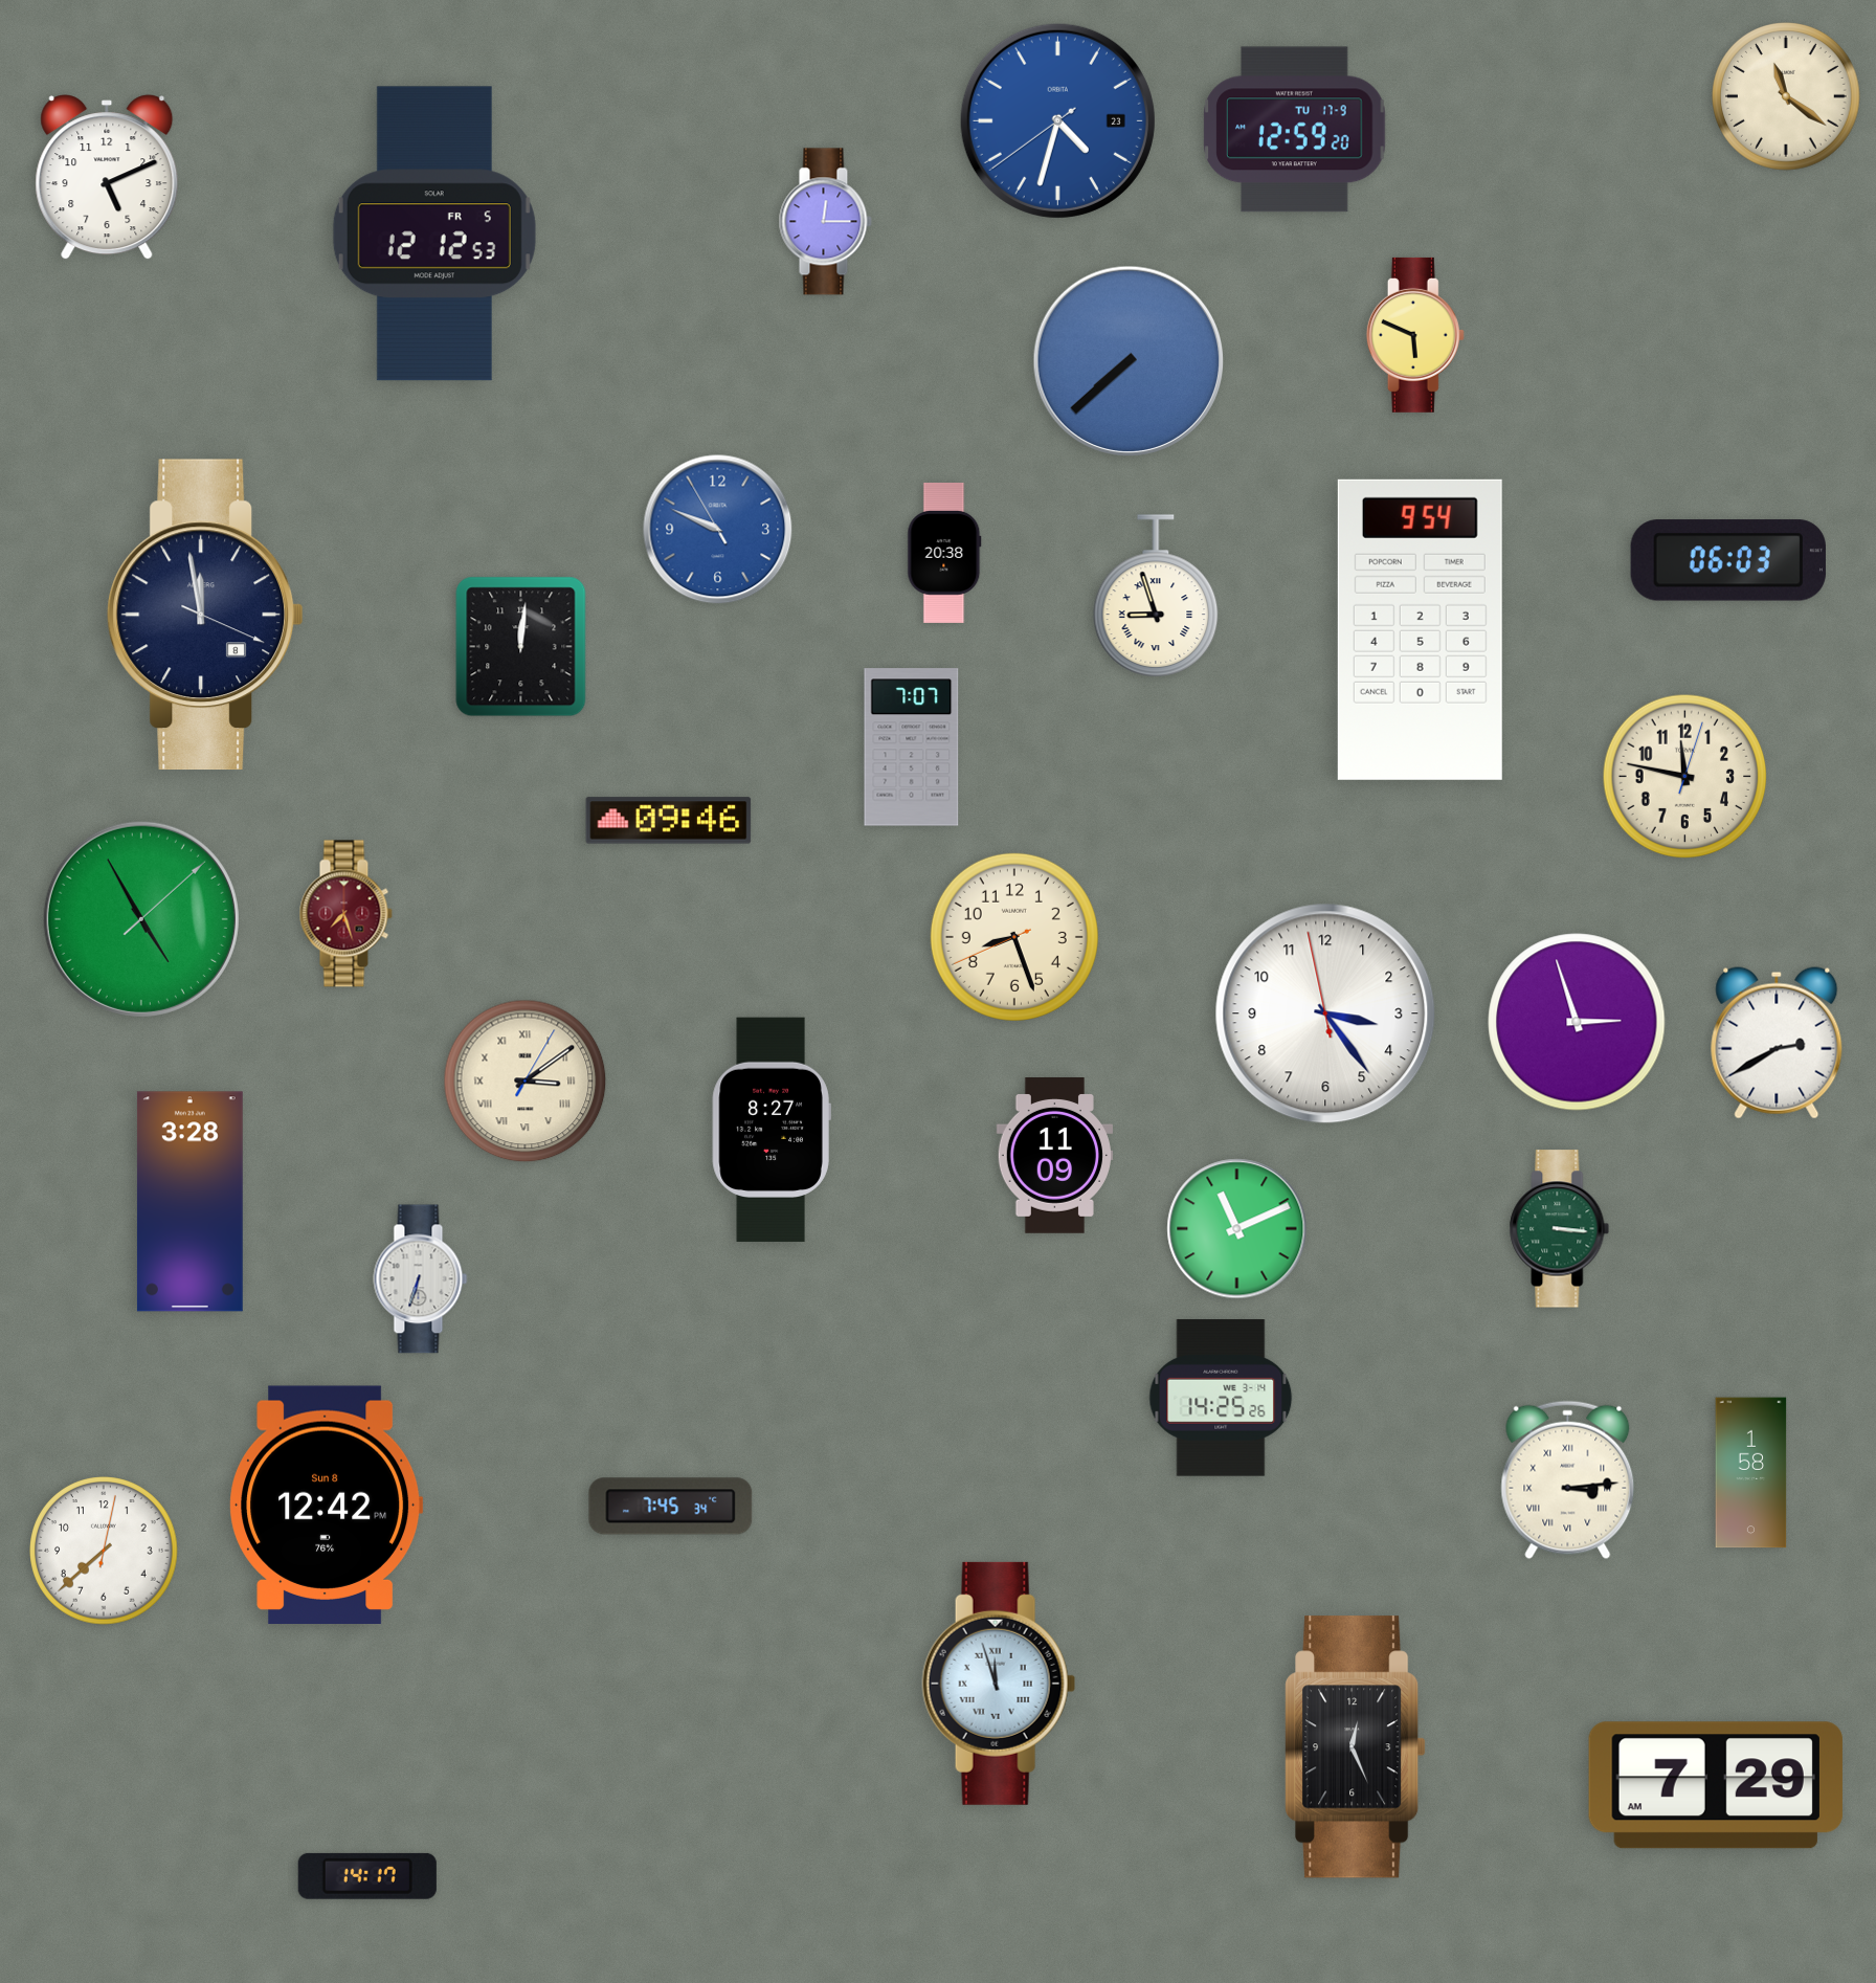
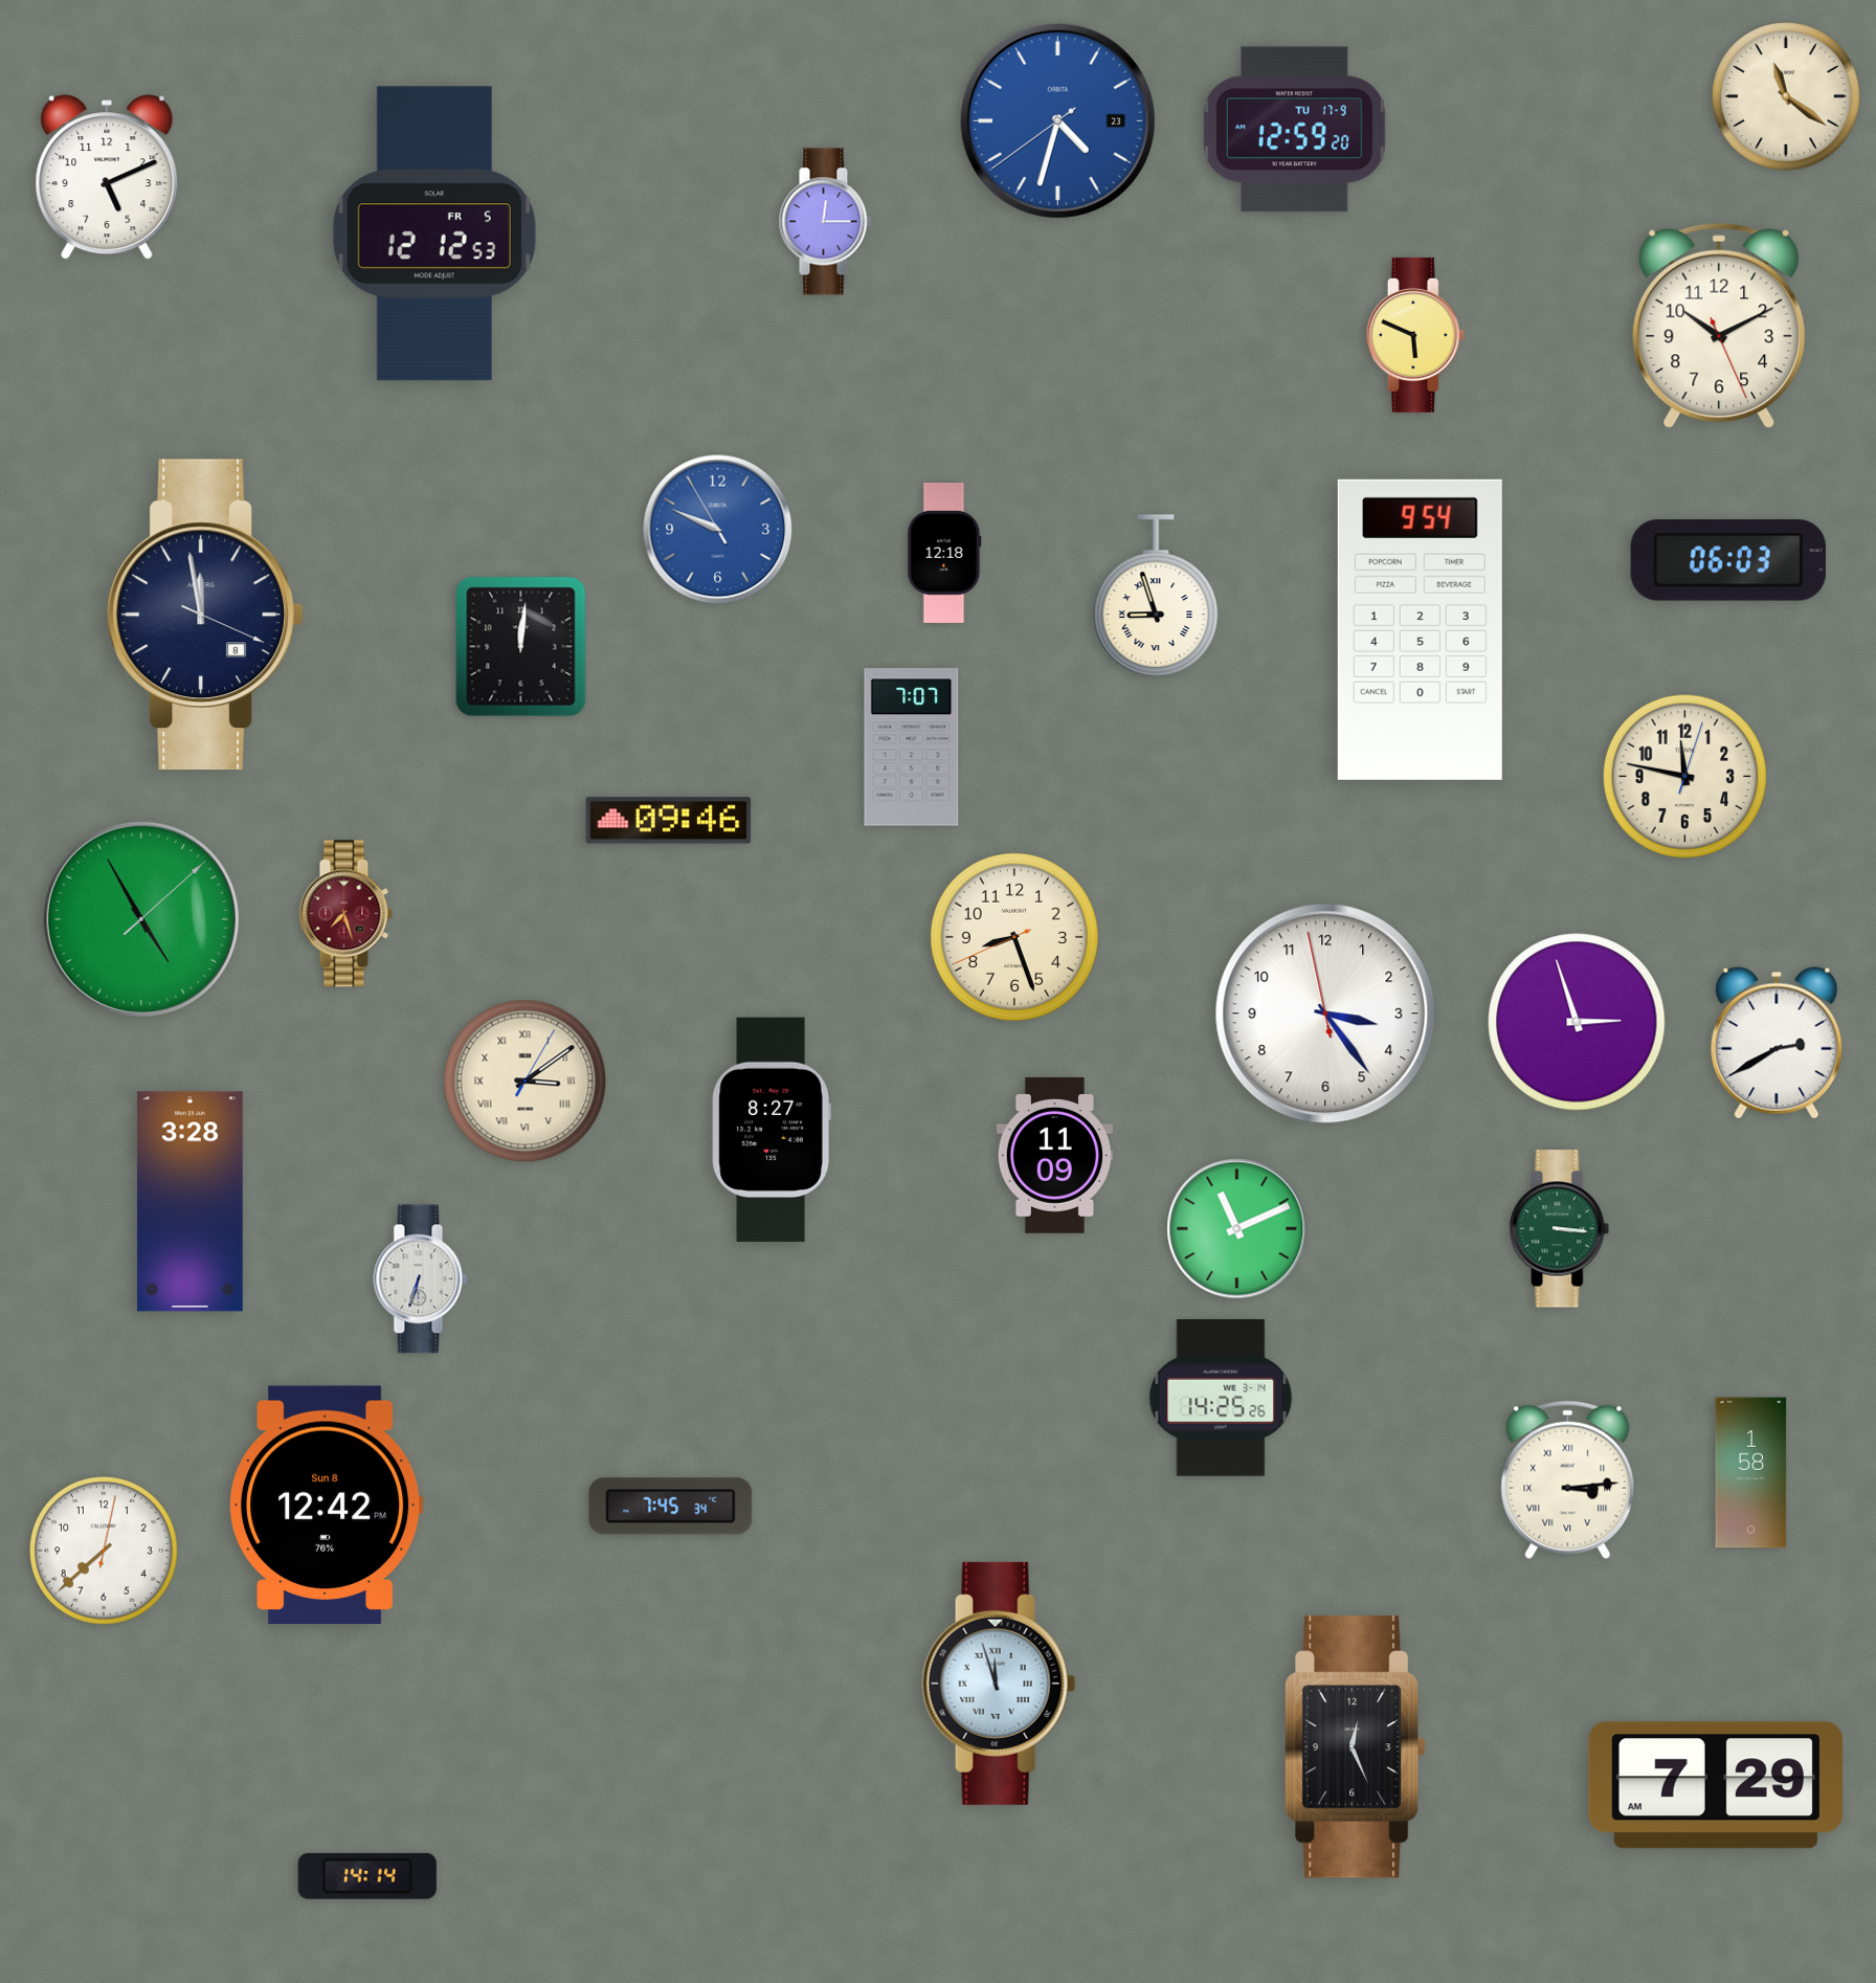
clock at (1719, 326): none -> 10:10
clock at (1129, 361): 7:38 -> none
clock at (944, 553): 20:38 -> 12:18
clock at (367, 1876): 14:17 -> 14:14
